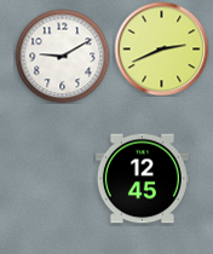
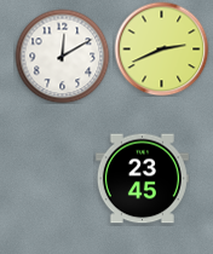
clock at (62, 56): 9:10 -> 12:10
clock at (142, 179): 12:45 -> 23:45
